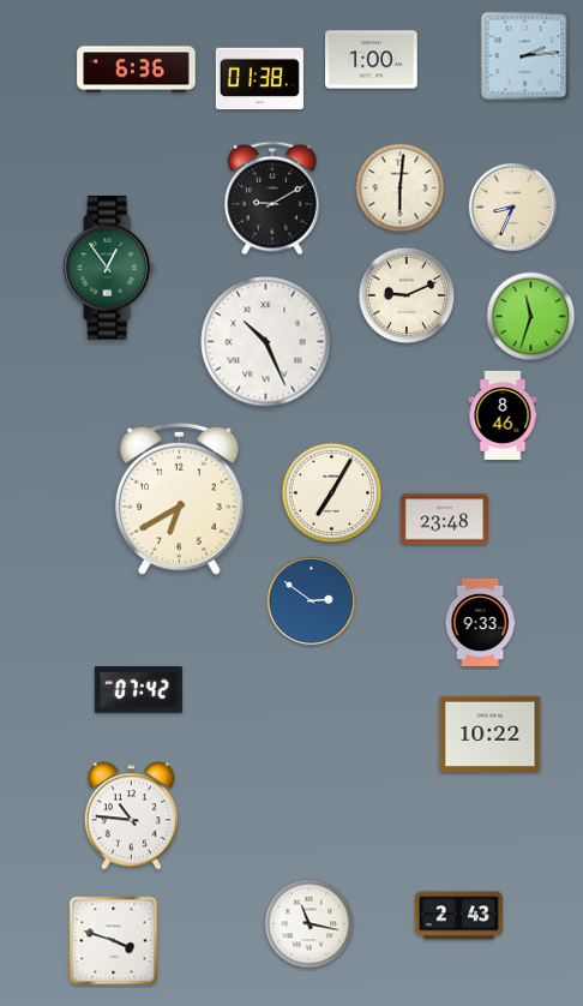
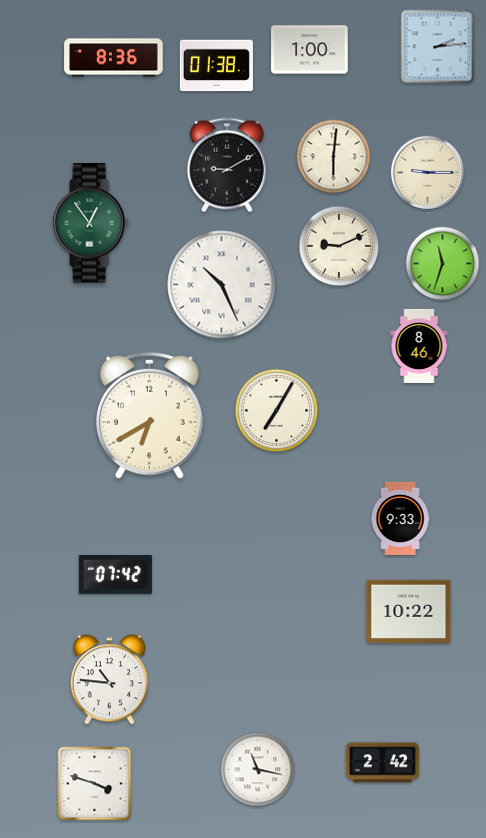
clock at (137, 70): 6:36 -> 8:36
clock at (513, 208): 8:34 -> 9:15
clock at (444, 520): 23:48 -> none
clock at (312, 601): 2:51 -> none
clock at (458, 916): 2:43 -> 2:42
